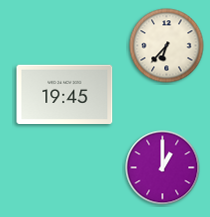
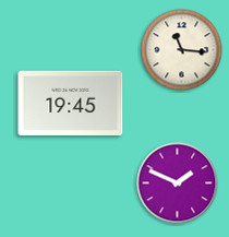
clock at (167, 46): 6:37 -> 11:16
clock at (163, 168): 1:00 -> 1:49
